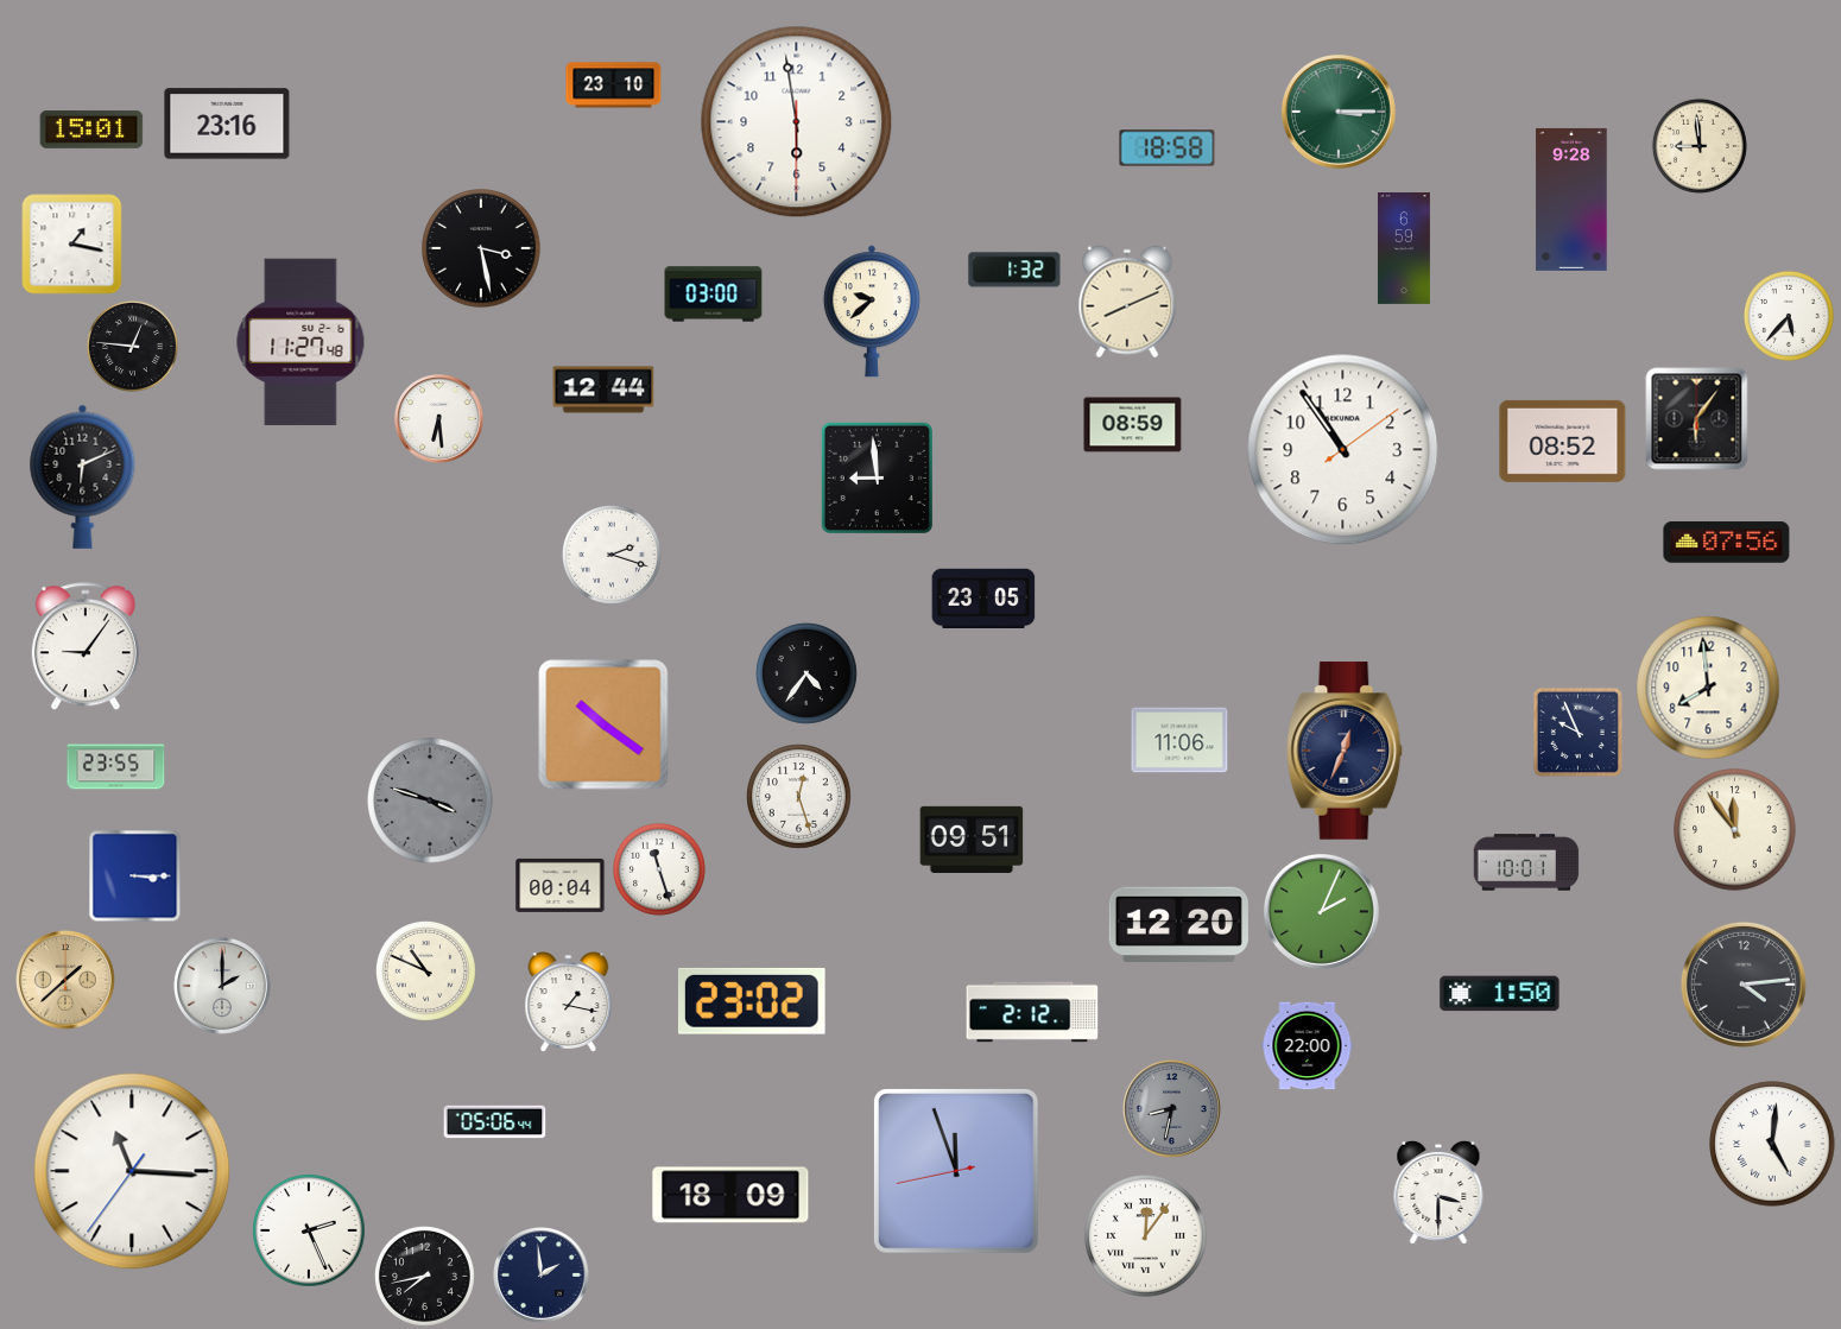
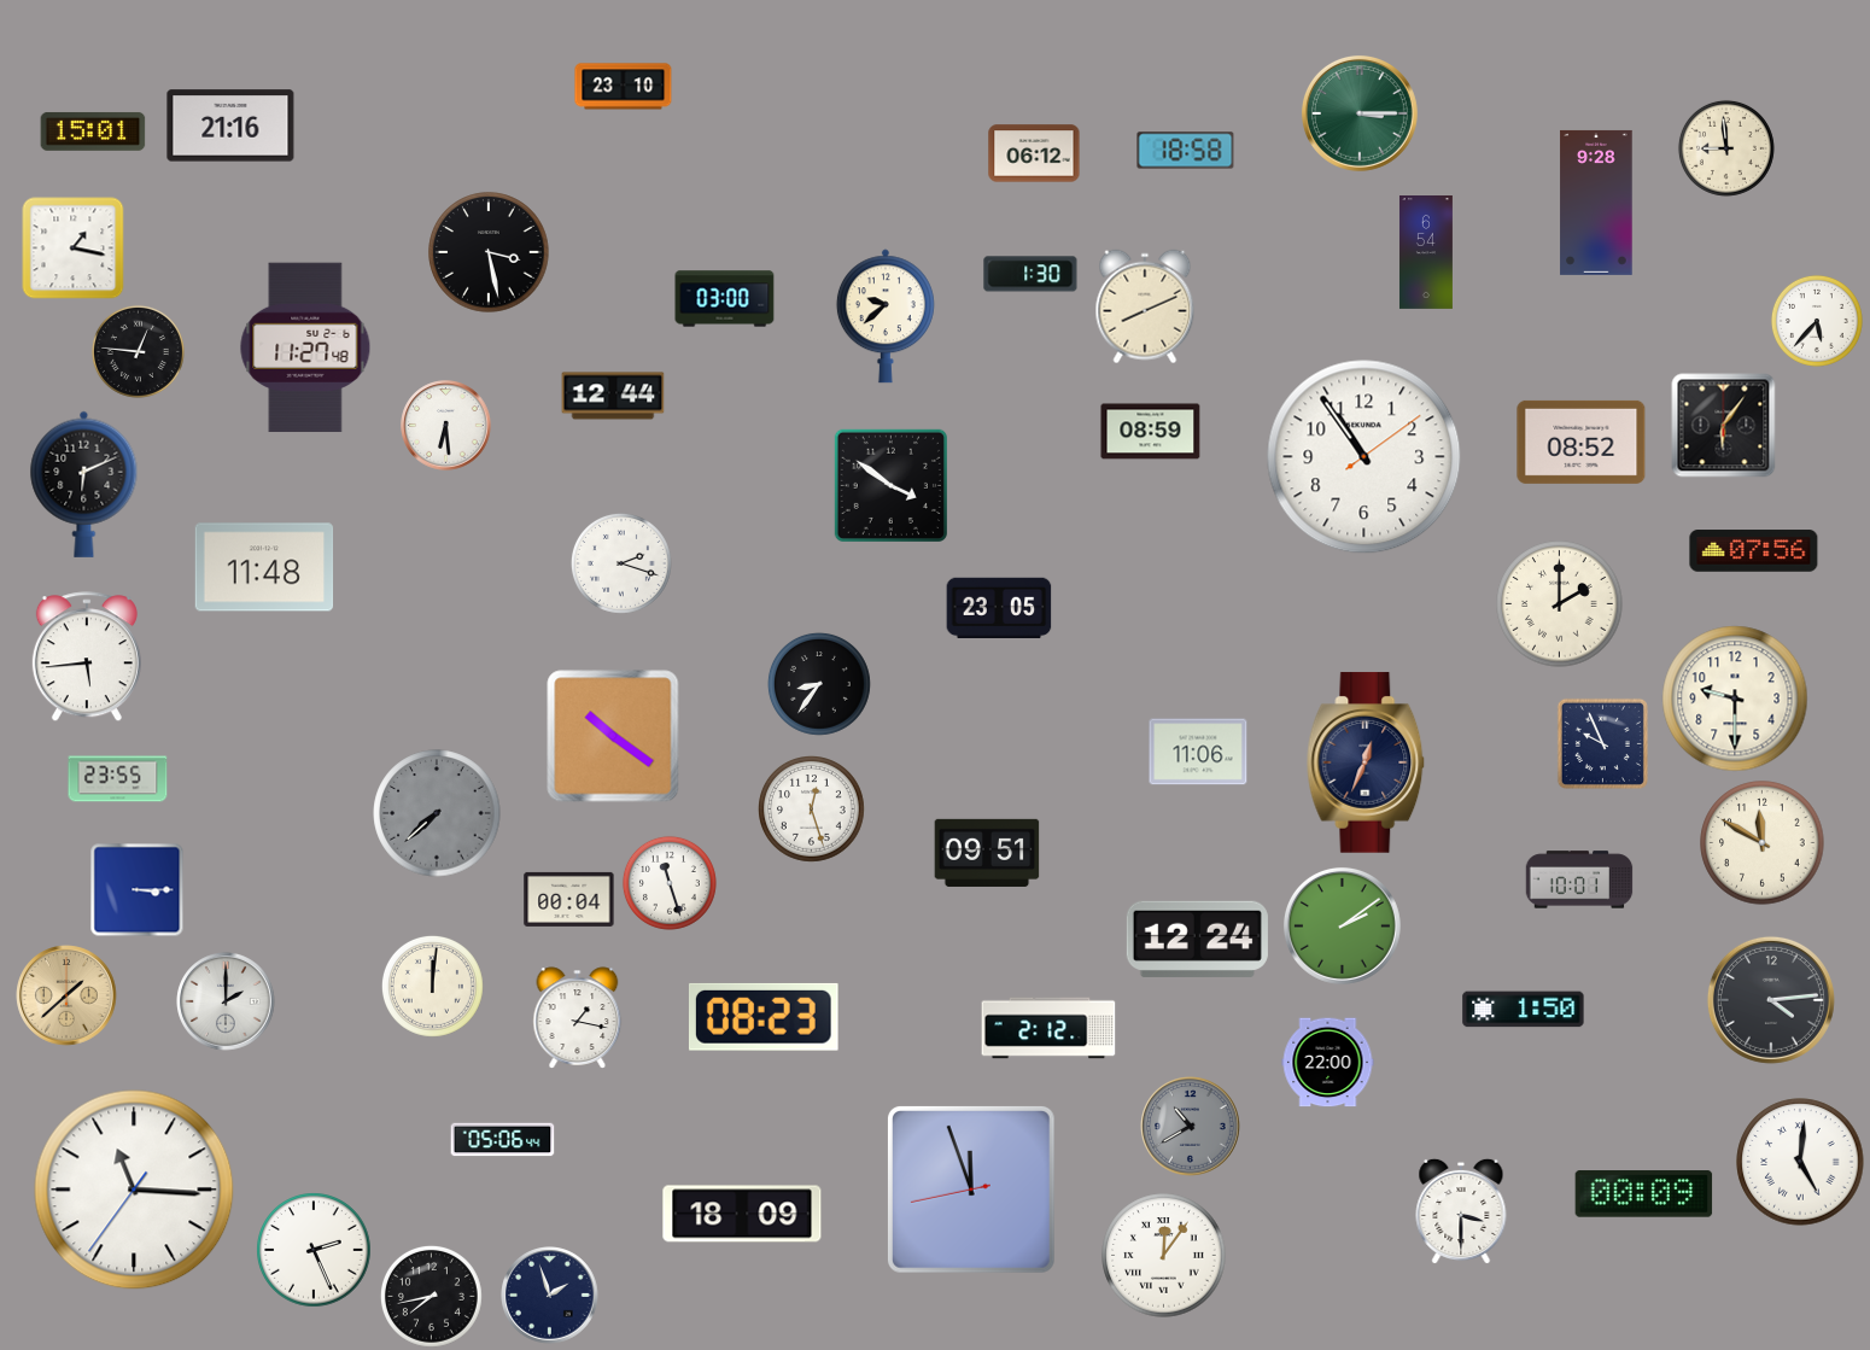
clock at (797, 122): 5:58 -> none
clock at (227, 124): 23:16 -> 21:16
clock at (1034, 153): none -> 06:12
clock at (1404, 249): 6:59 -> 6:54
clock at (1014, 270): 1:32 -> 1:30
clock at (132, 346) position: (132, 346) -> (138, 351)
clock at (1563, 441) position: (1563, 441) -> (1582, 442)
clock at (877, 477): 8:59 -> 3:51
clock at (264, 567): none -> 11:48
clock at (1560, 604): none -> 2:00
clock at (86, 647): 9:06 -> 5:44
clock at (806, 673): 4:36 -> 8:36
clock at (1708, 688): 7:59 -> 9:30
clock at (430, 800): 3:48 -> 7:38
clock at (1735, 830): 11:54 -> 11:50
clock at (1526, 862) position: (1526, 862) -> (1579, 879)
clock at (1321, 911): 2:04 -> 2:09
clock at (1178, 924): 12:20 -> 12:24
clock at (425, 970): 10:49 -> 12:01
clock at (752, 1001): 23:02 -> 08:23
clock at (1172, 1109): 8:32 -> 10:40
clock at (1644, 1194): none -> 00:09
clock at (542, 1276): 1:59 -> 1:57
